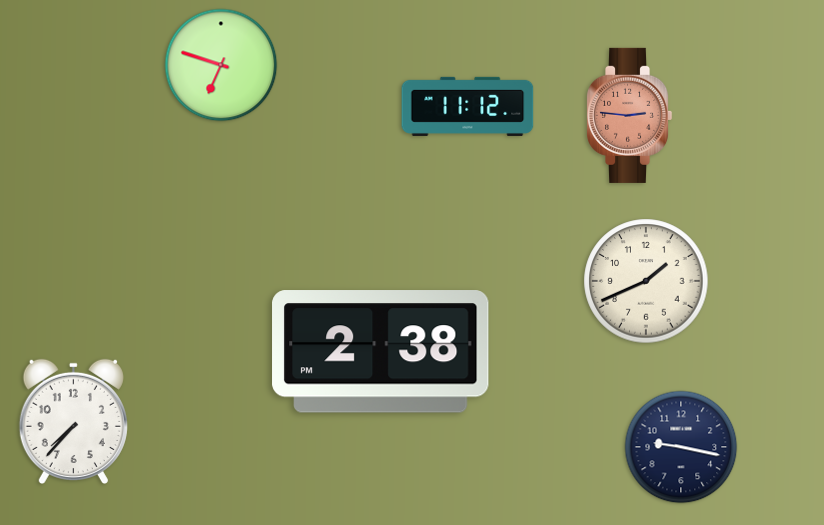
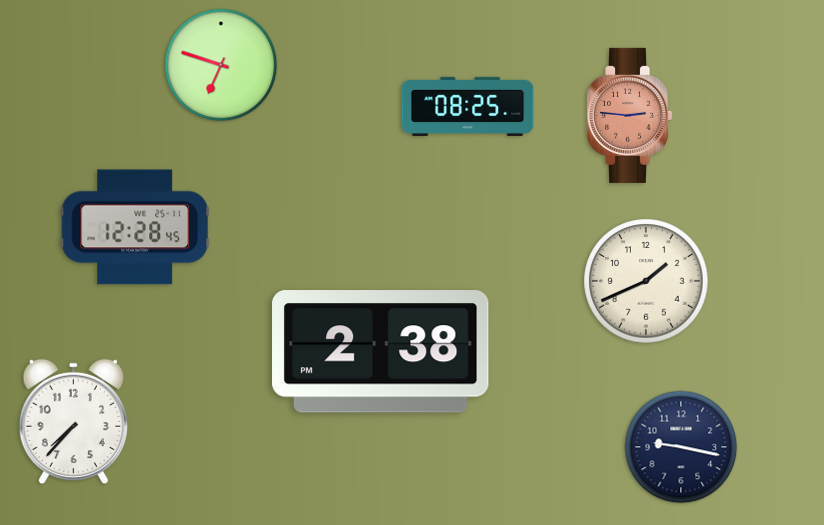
clock at (468, 106): 11:12 -> 08:25
clock at (135, 227): none -> 12:28
